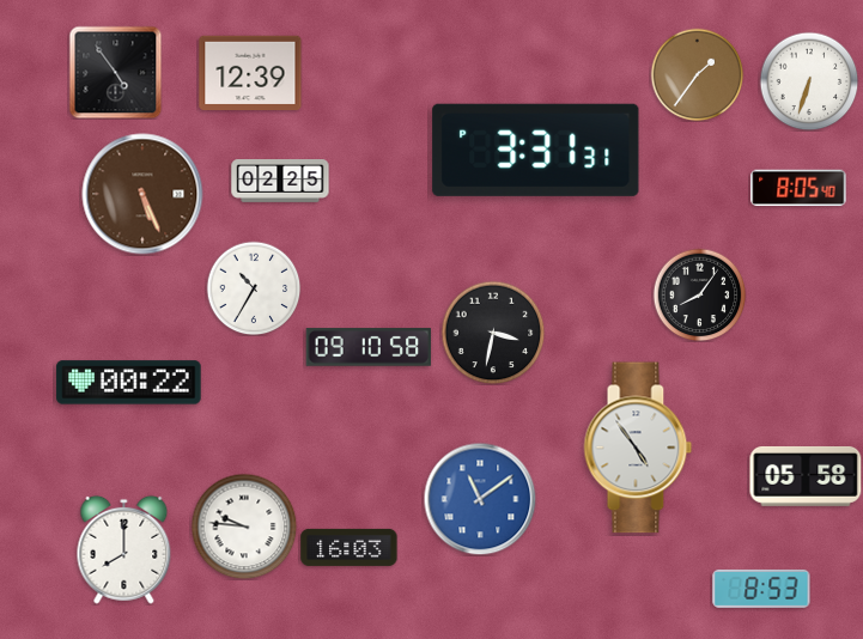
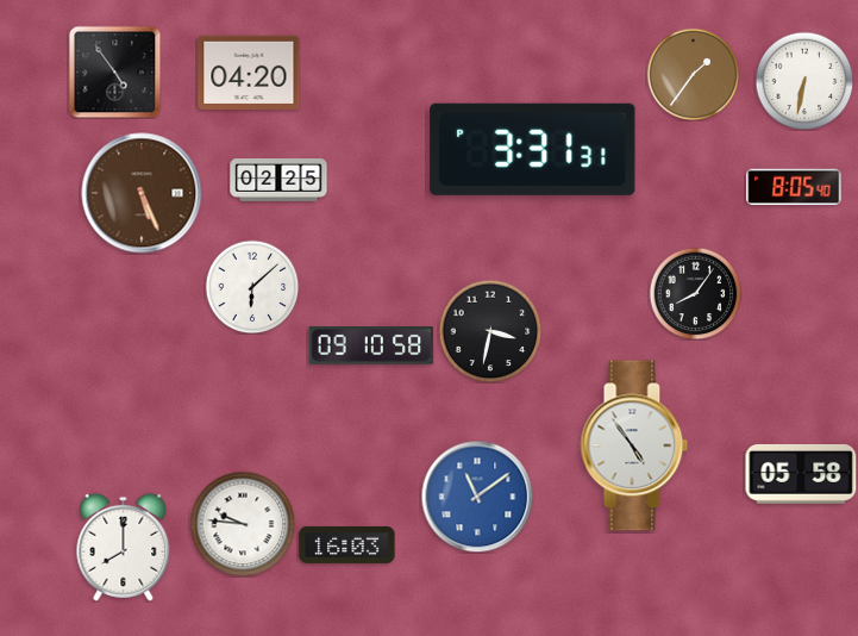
clock at (250, 72): 12:39 -> 04:20
clock at (809, 81): 6:33 -> 6:32
clock at (254, 288): 10:35 -> 6:08
clock at (369, 347) position: (369, 347) -> (371, 345)
clock at (129, 383): 00:22 -> none
clock at (761, 589): 8:53 -> none
